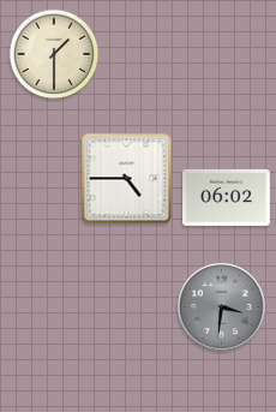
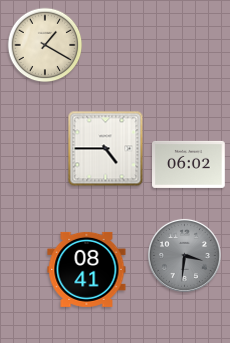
clock at (54, 54): 1:30 -> 1:20
clock at (87, 269): none -> 08:41
